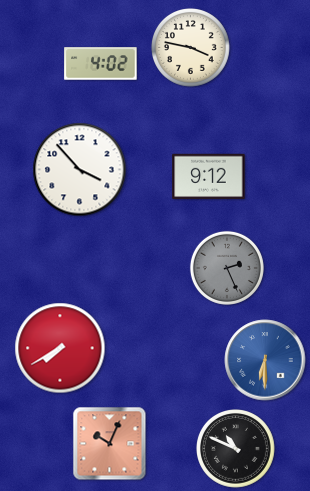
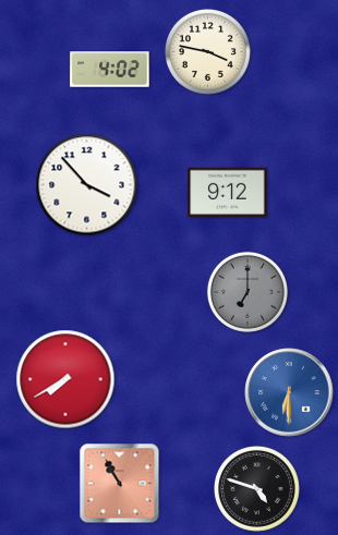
clock at (227, 268): 2:26 -> 7:00
clock at (110, 444): 10:04 -> 10:55
clock at (236, 449): 10:49 -> 4:48
